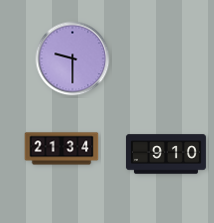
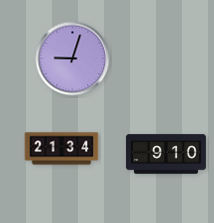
clock at (73, 59): 9:30 -> 9:03
